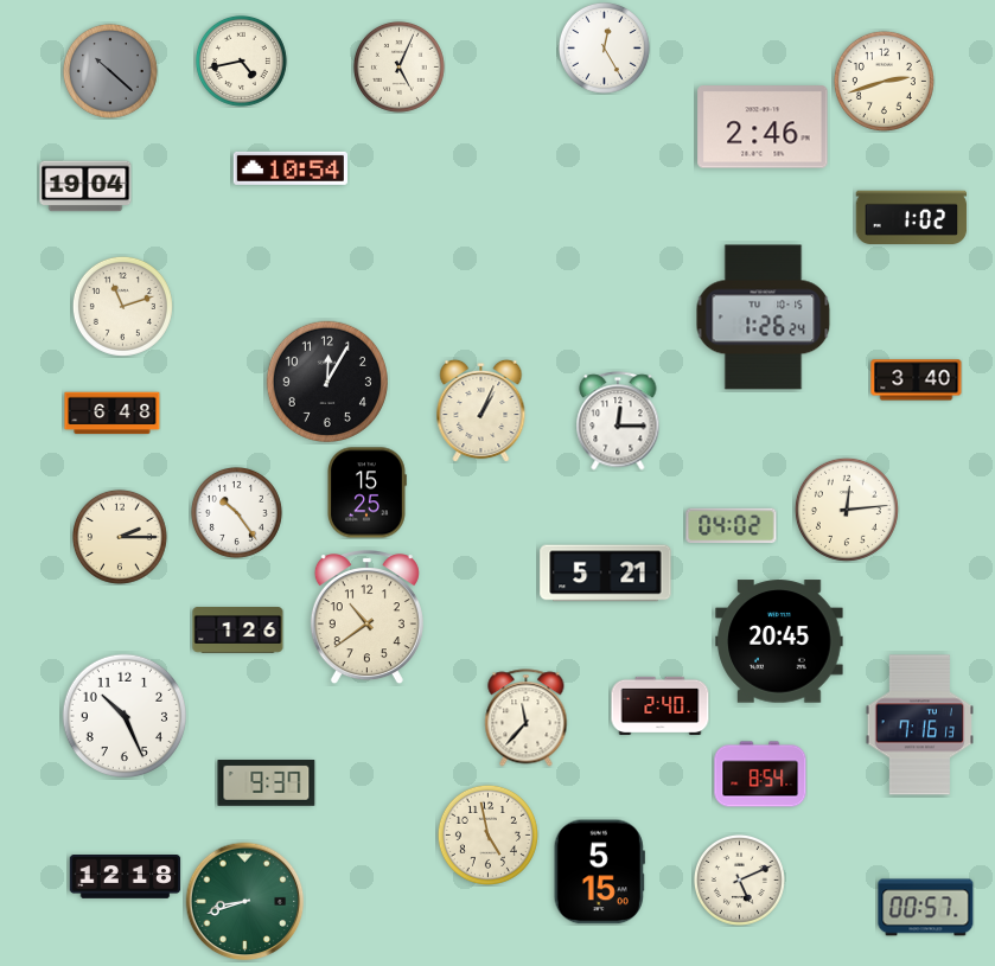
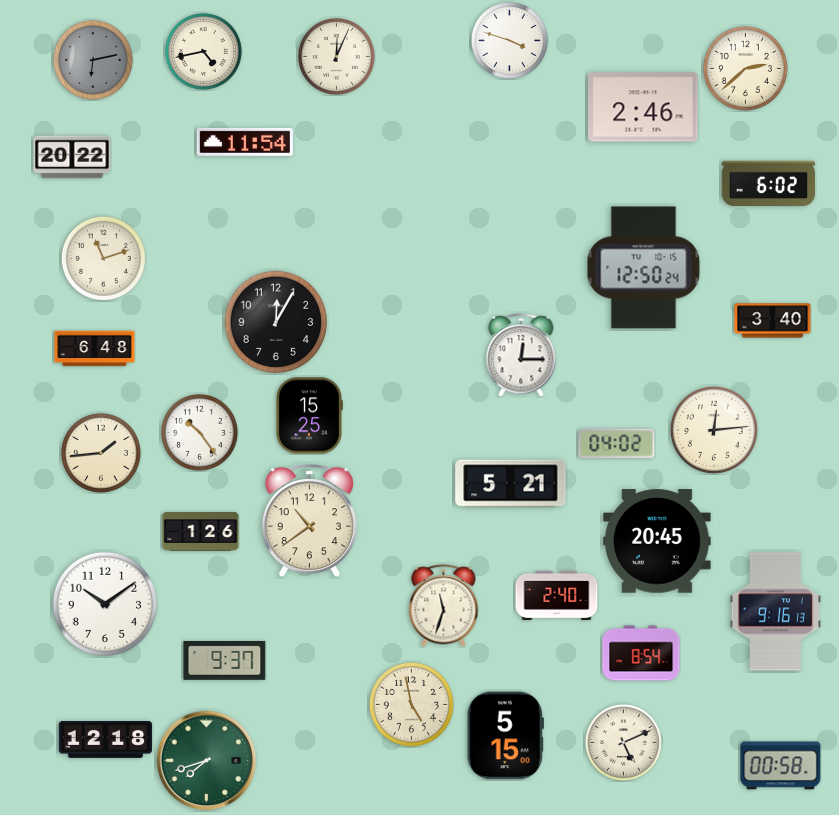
clock at (604, 47): 12:25 -> 3:48
clock at (398, 66): 5:04 -> 12:04
clock at (110, 71): 10:22 -> 6:13
clock at (884, 81): 2:42 -> 2:38
clock at (291, 168): 10:54 -> 11:54
clock at (85, 186): 19:04 -> 20:22
clock at (912, 218): 1:02 -> 6:02
clock at (764, 318): 1:26 -> 12:50
clock at (481, 410): 1:04 -> none
clock at (120, 537): 2:15 -> 1:44
clock at (123, 715): 10:26 -> 10:09
clock at (527, 718): 11:37 -> 11:33
clock at (919, 725): 7:16 -> 9:16
clock at (245, 902): 8:42 -> 7:42
clock at (926, 908): 00:57 -> 00:58
